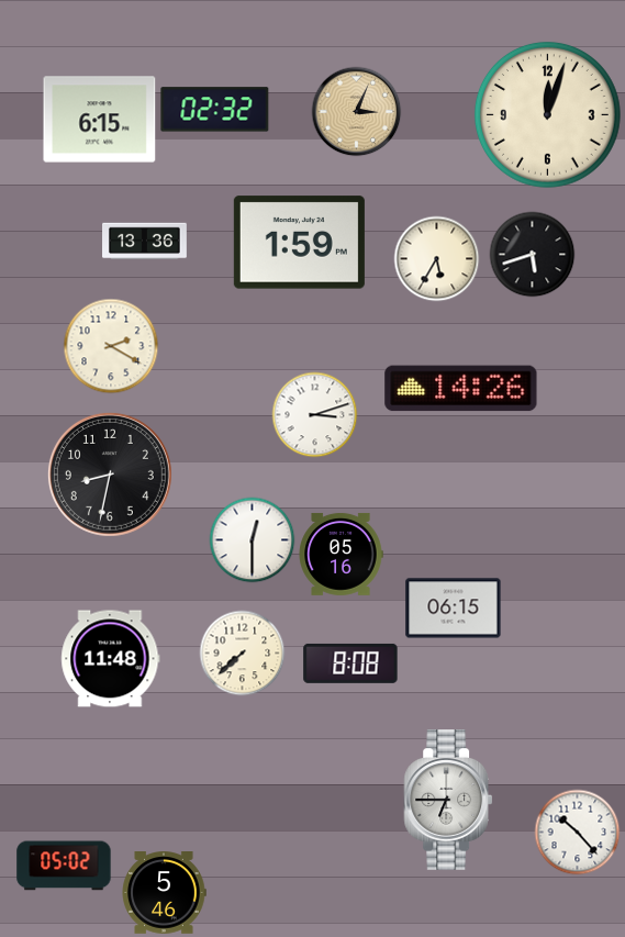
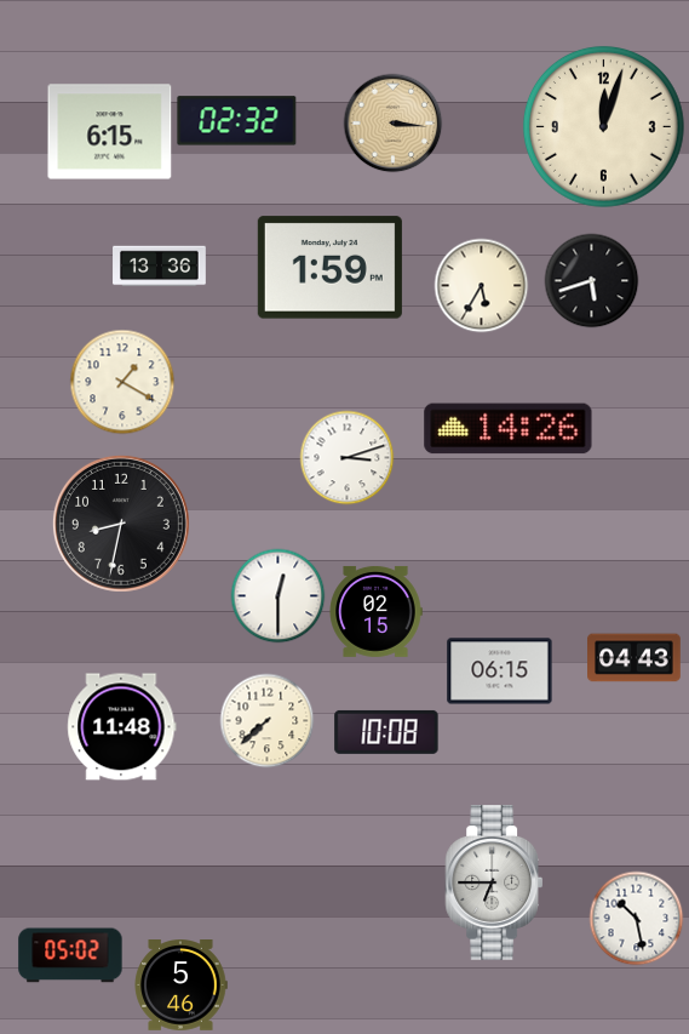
clock at (356, 111): 3:04 -> 3:16
clock at (532, 254) position: (532, 254) -> (591, 280)
clock at (111, 346): 2:20 -> 1:20
clock at (341, 555): 05:16 -> 02:15
clock at (635, 658): none -> 04:43
clock at (350, 663): 8:08 -> 10:08
clock at (577, 832): 10:23 -> 10:28
